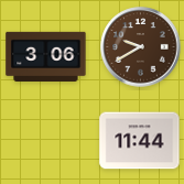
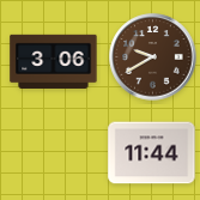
clock at (141, 47) position: (141, 47) -> (153, 57)
clock at (46, 56) position: (46, 56) -> (54, 61)
